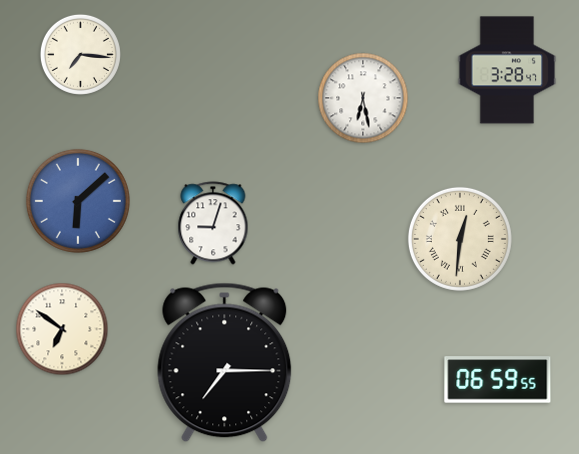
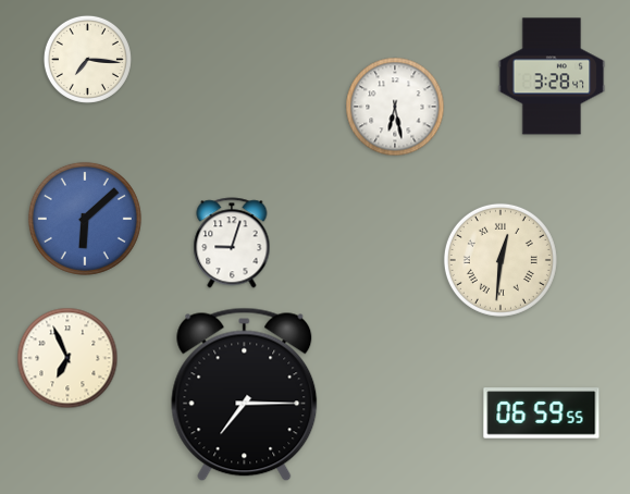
clock at (62, 329): 6:51 -> 6:56
